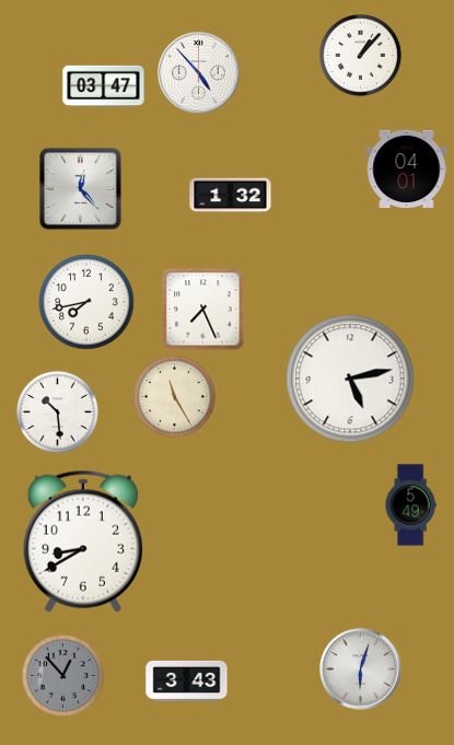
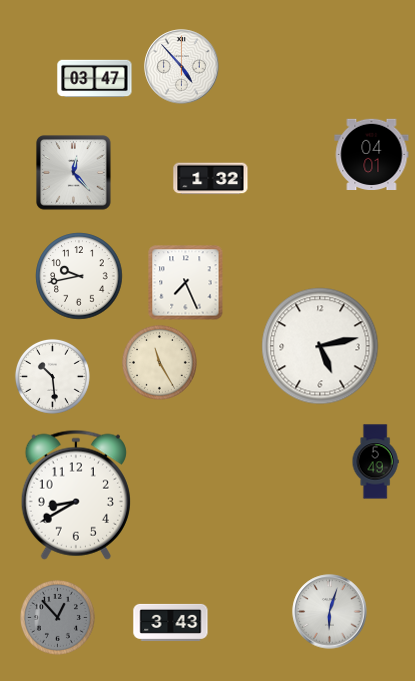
clock at (360, 55): 1:07 -> none
clock at (86, 302): 7:43 -> 9:43
